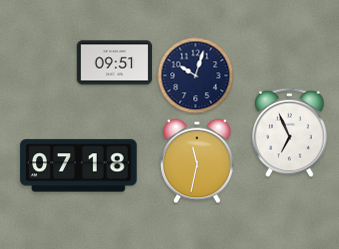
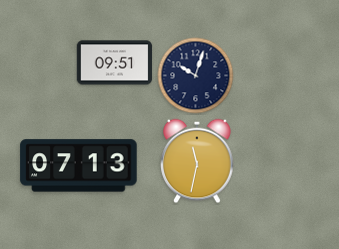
clock at (290, 133): 6:56 -> none
clock at (79, 166): 07:18 -> 07:13
